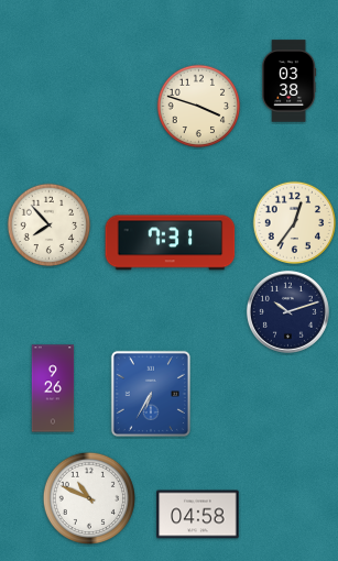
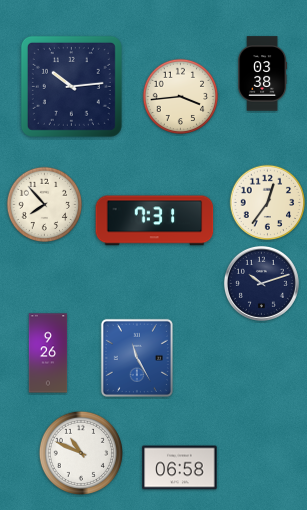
clock at (71, 86): none -> 10:14
clock at (199, 107): 3:48 -> 3:44
clock at (151, 394): 6:35 -> 11:25
clock at (198, 515): 04:58 -> 06:58
